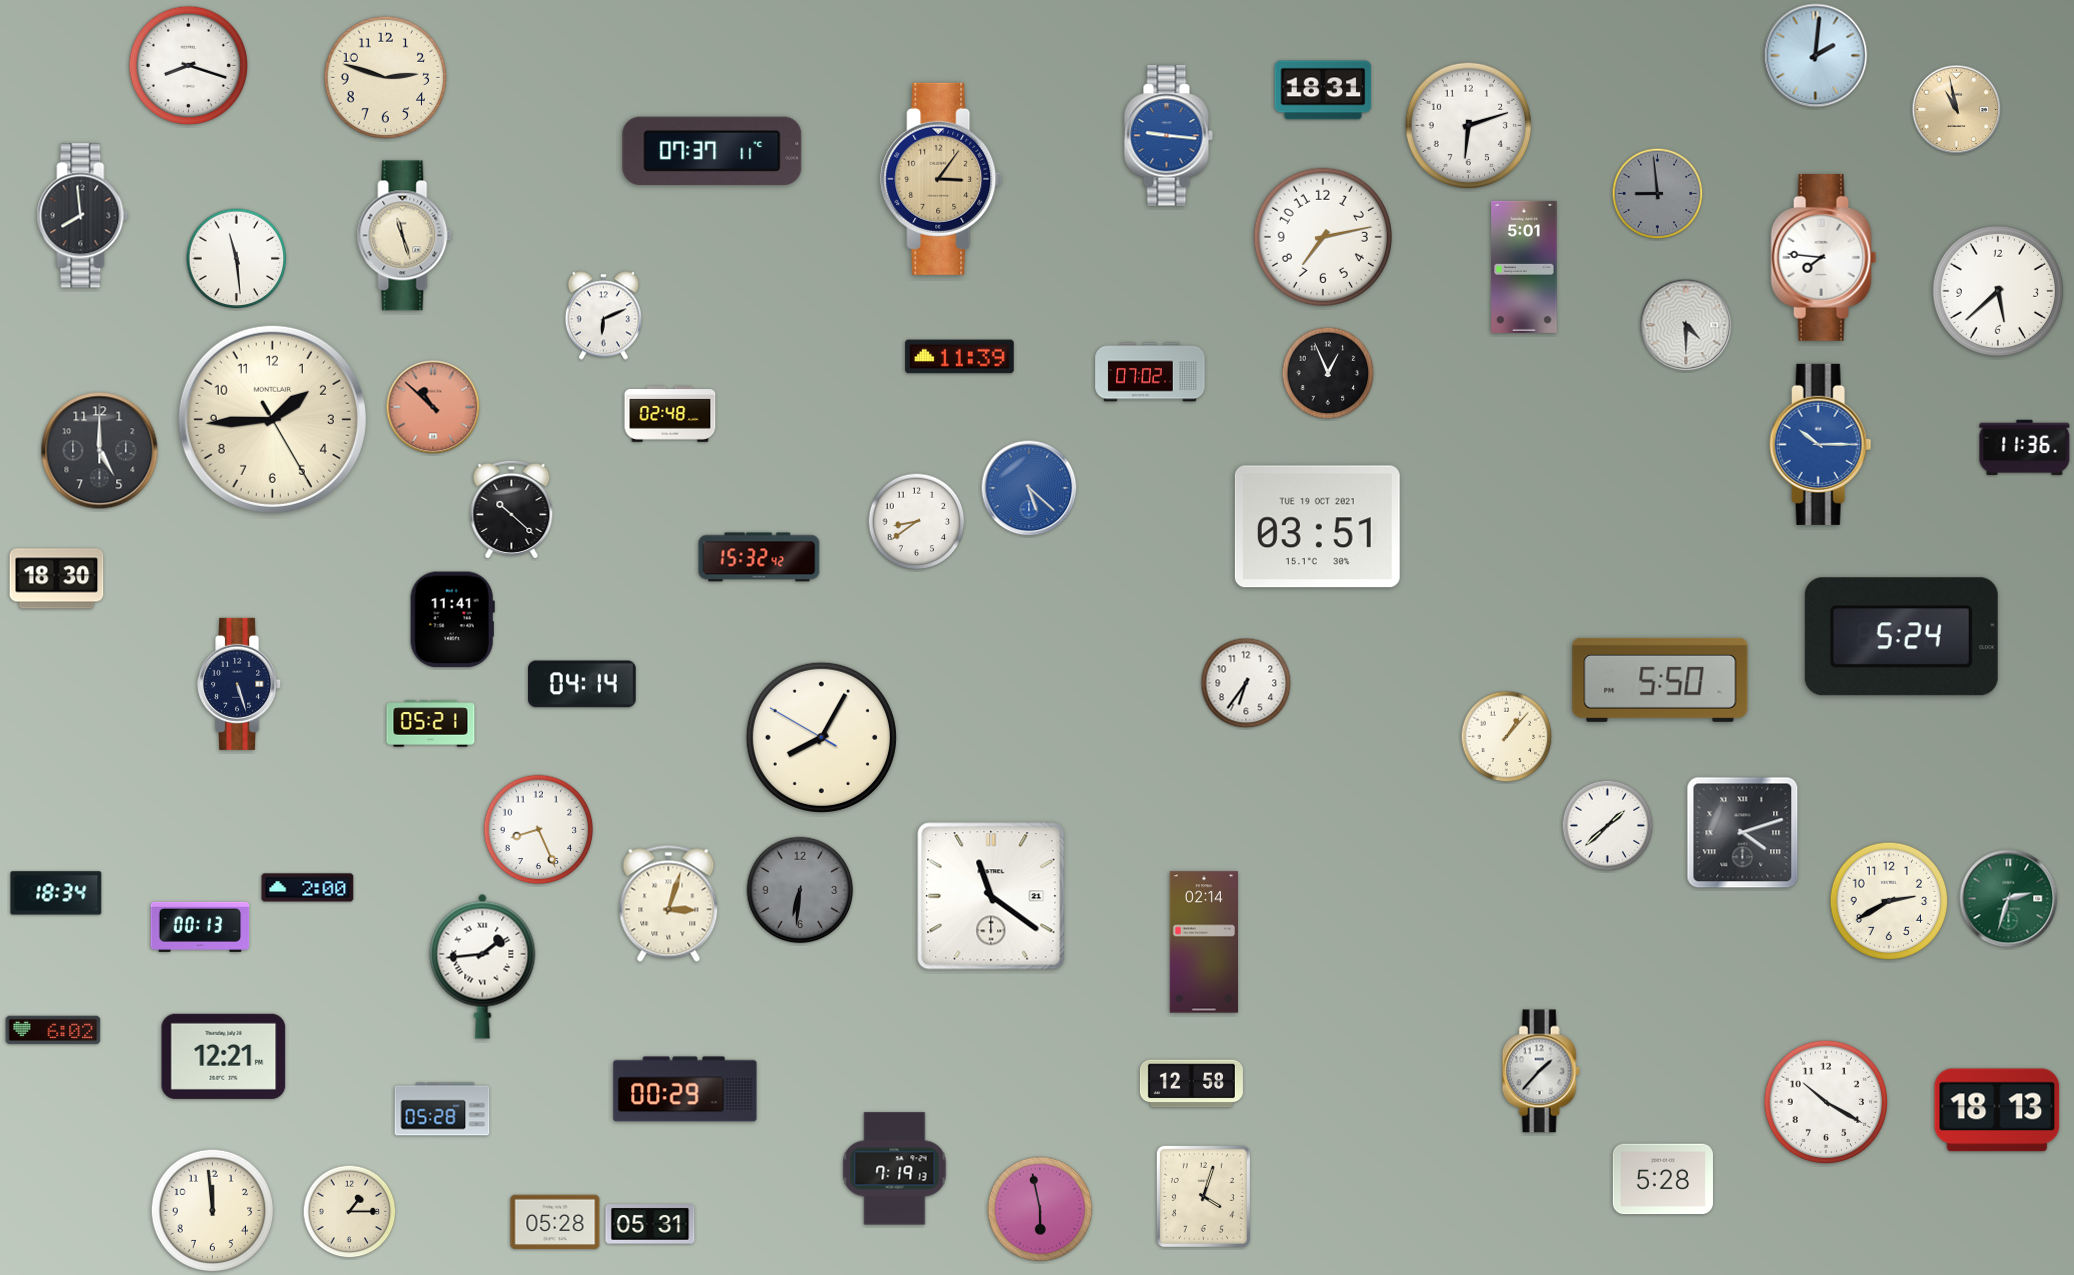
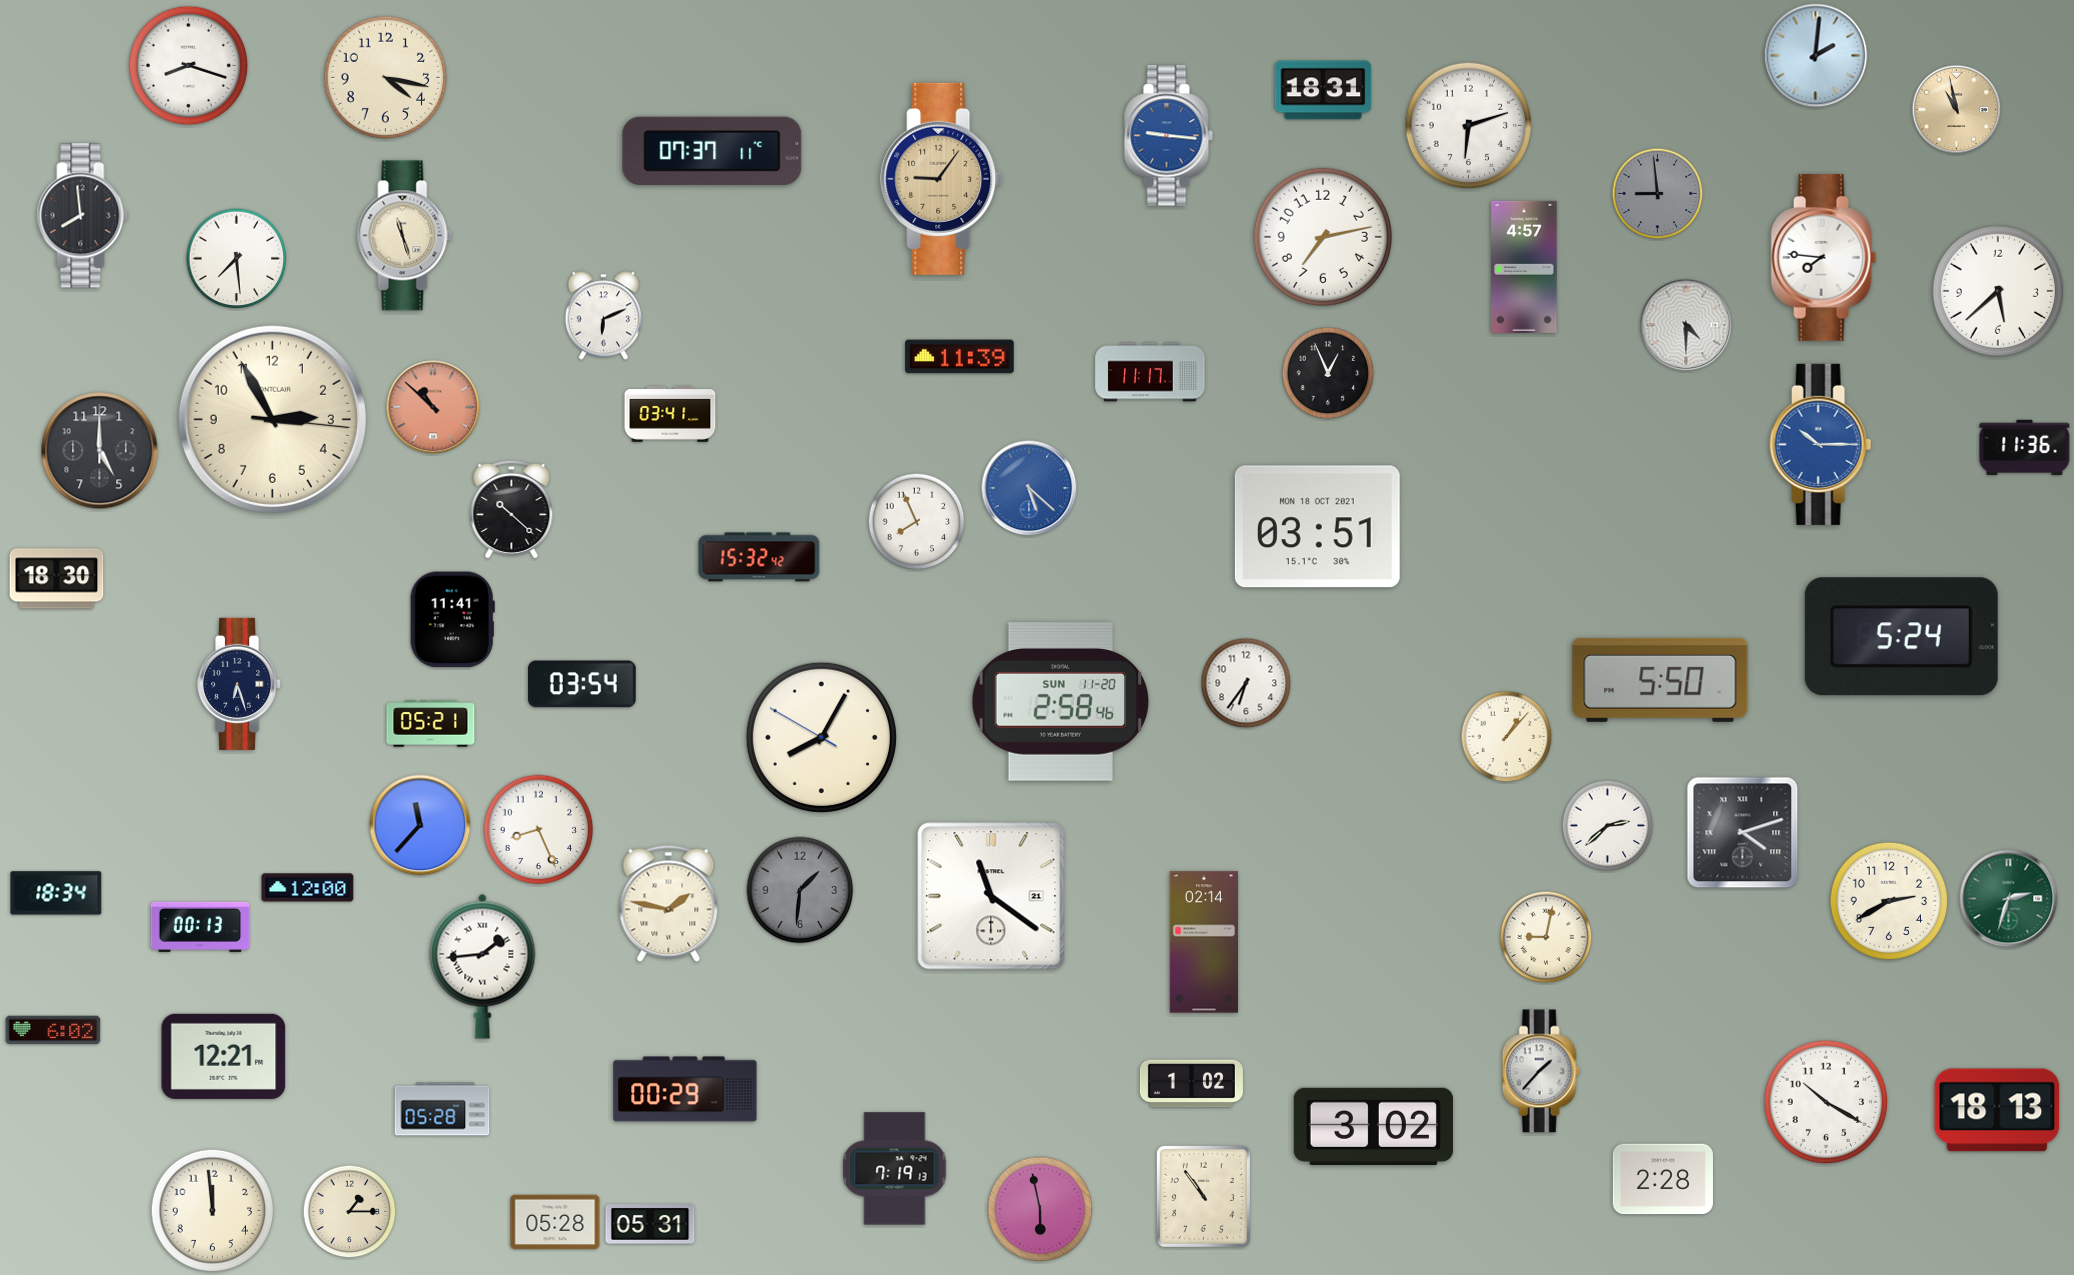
clock at (386, 78): 2:48 -> 4:17
clock at (941, 179): 3:06 -> 9:06
clock at (237, 259): 11:29 -> 7:29
clock at (1524, 267): 5:01 -> 4:57
clock at (1150, 372): 07:02 -> 11:17
clock at (670, 415): 02:48 -> 03:41
clock at (272, 419): 1:44 -> 2:55
clock at (917, 522): 8:39 -> 7:56
clock at (1317, 527) date: TUE 19 OCT 2021 -> MON 18 OCT 2021
clock at (240, 684): 5:27 -> 6:27
clock at (583, 684): 04:14 -> 03:54
clock at (1061, 702): none -> 2:58
clock at (420, 825): none -> 11:37
clock at (1608, 826): 1:38 -> 2:38
clock at (308, 888): 2:00 -> 12:00
clock at (800, 890): 6:31 -> 1:31
clock at (669, 903): 3:03 -> 1:47
clock at (1546, 937): none -> 9:02
clock at (1191, 1084): 12:58 -> 1:02
clock at (1373, 1126): none -> 3:02
clock at (1663, 1179): 5:28 -> 2:28
clock at (1203, 1196): 4:03 -> 10:54
